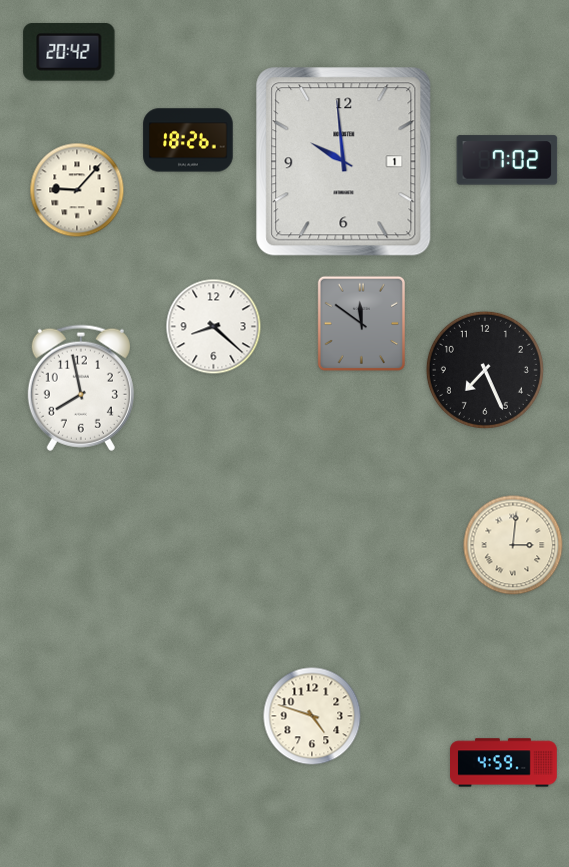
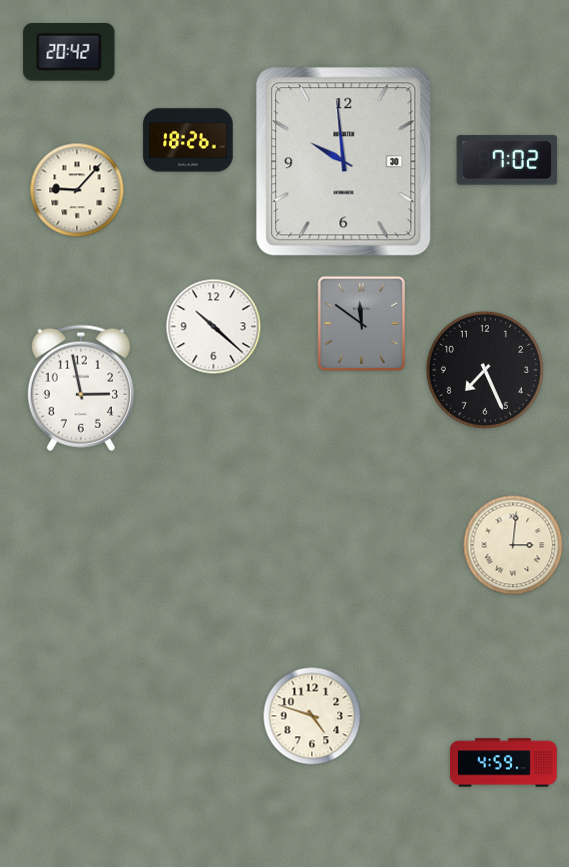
clock at (344, 162) date: 1 -> 30
clock at (214, 327): 8:22 -> 10:22
clock at (81, 388): 7:58 -> 2:58
